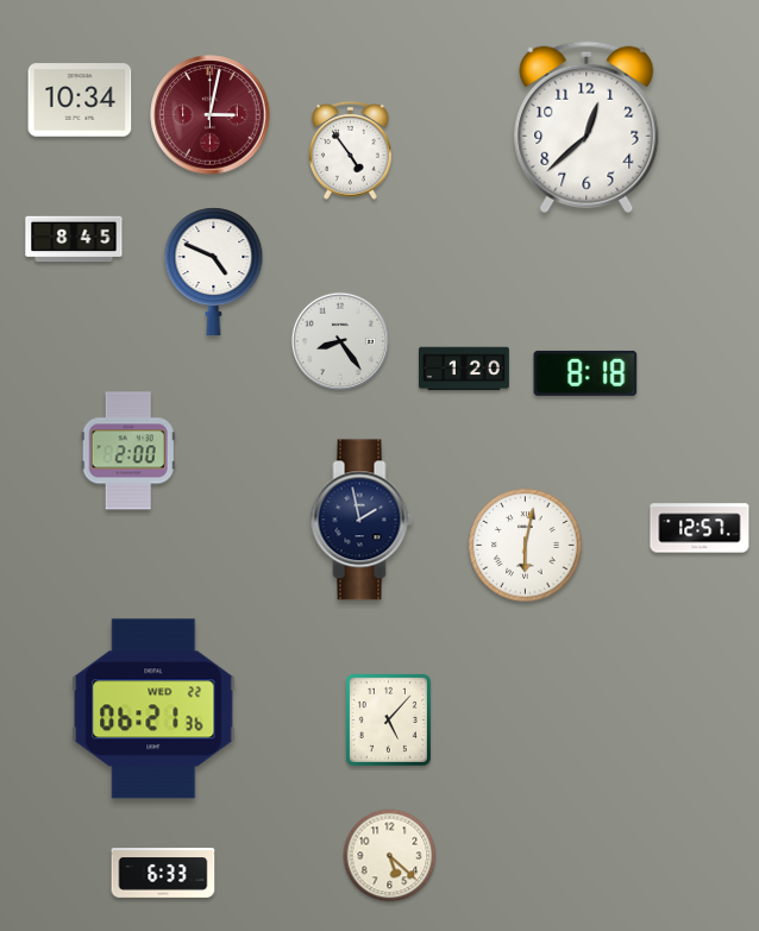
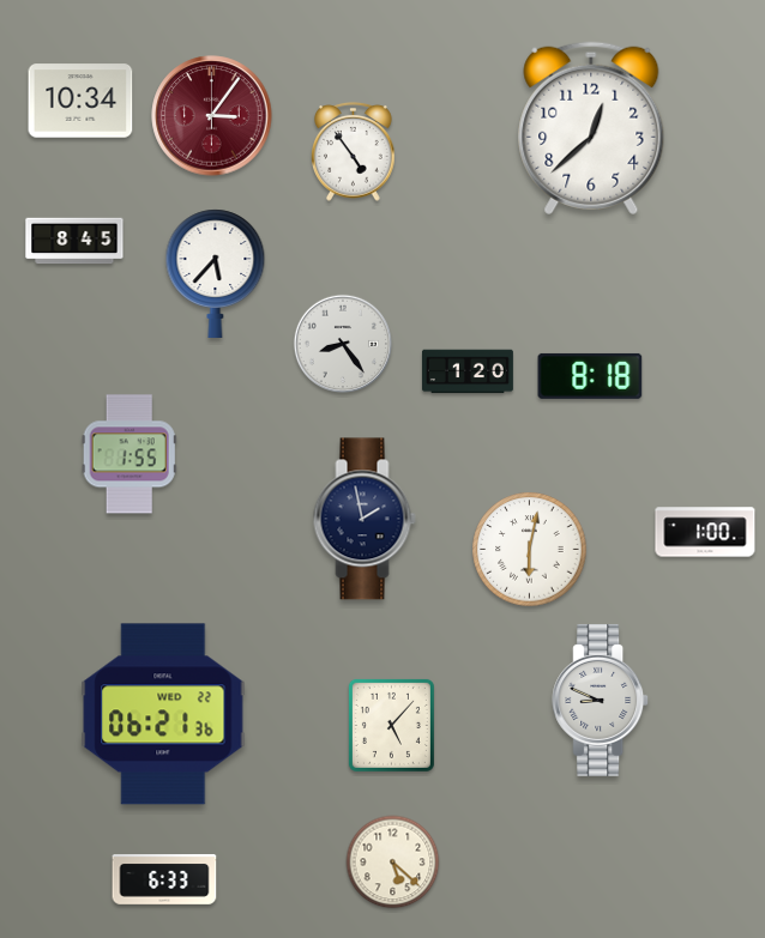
clock at (211, 115): 3:02 -> 3:06
clock at (214, 271): 4:49 -> 5:37
clock at (128, 451): 2:00 -> 1:55
clock at (362, 520) position: (362, 520) -> (365, 519)
clock at (700, 528): 12:57 -> 1:00
clock at (601, 700): none -> 8:49
clock at (153, 709) position: (153, 709) -> (163, 714)
